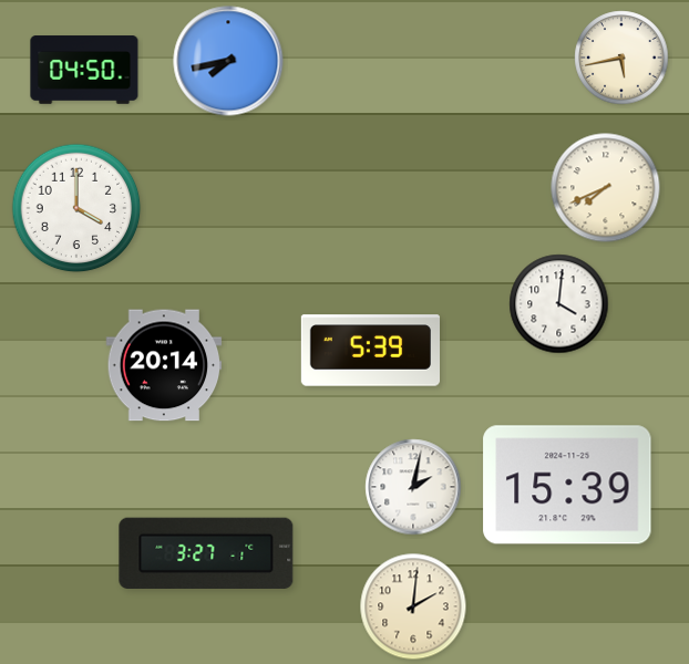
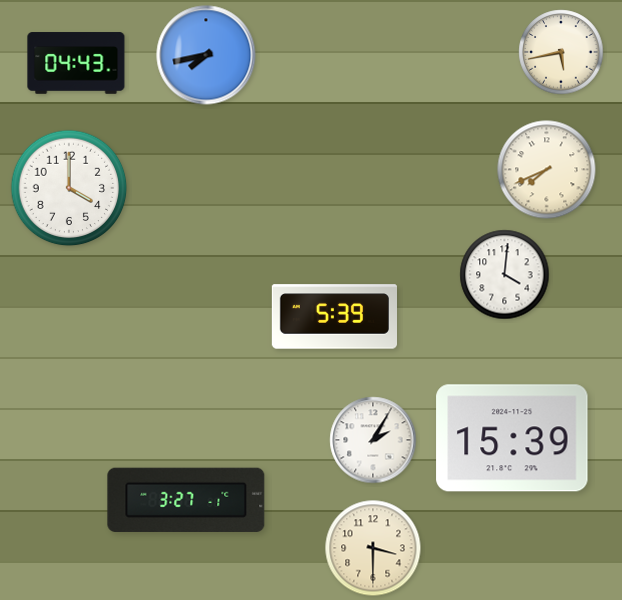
clock at (84, 70): 04:50 -> 04:43
clock at (164, 365): 20:14 -> none
clock at (413, 487): 2:02 -> 2:05
clock at (413, 606): 2:01 -> 3:30
